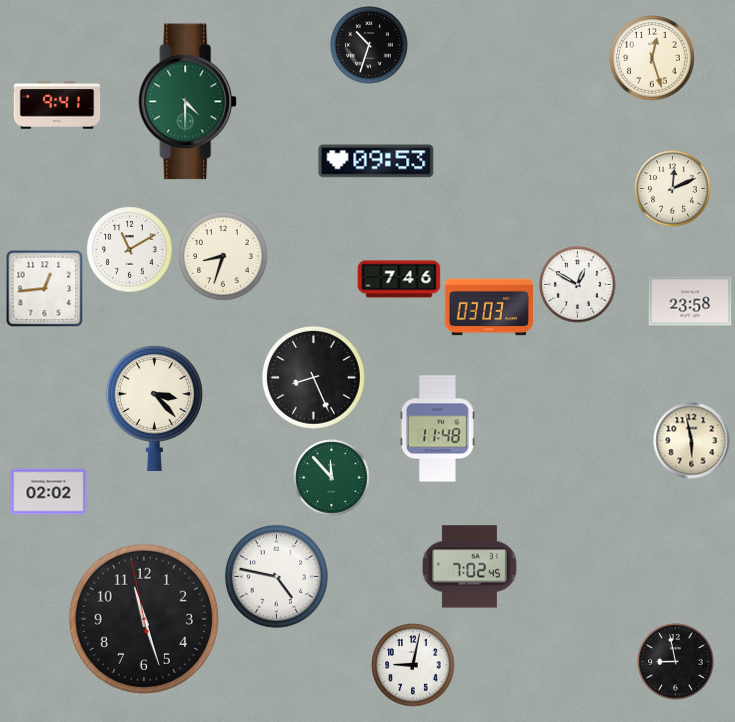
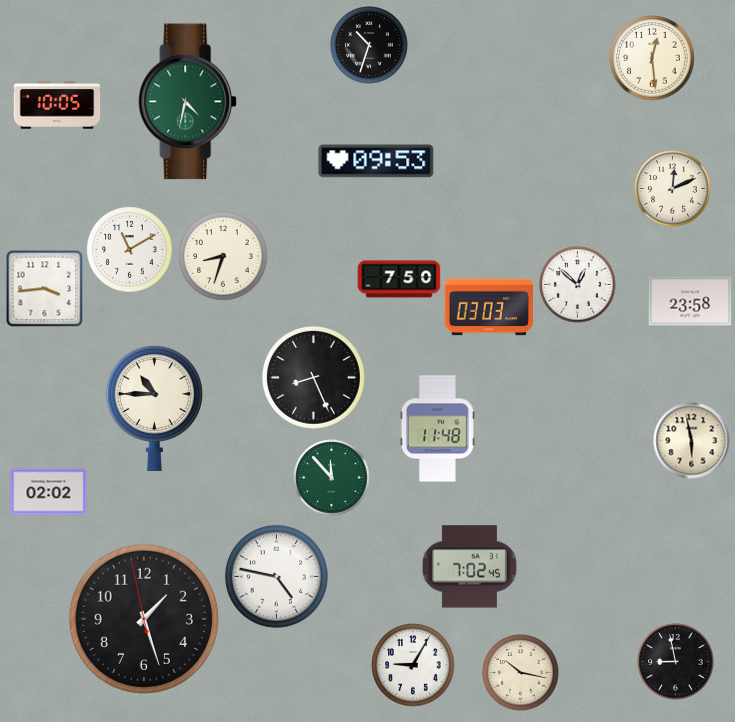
clock at (652, 58): 12:27 -> 12:29
clock at (188, 102): 4:30 -> 4:32
clock at (57, 105): 9:41 -> 10:05
clock at (399, 279): 7:46 -> 7:50
clock at (578, 285): 12:50 -> 12:52
clock at (44, 288): 12:44 -> 3:44
clock at (154, 408): 3:23 -> 10:45
clock at (144, 619): 11:26 -> 1:26
clock at (413, 665): 9:02 -> 9:05
clock at (521, 673): none -> 10:17
